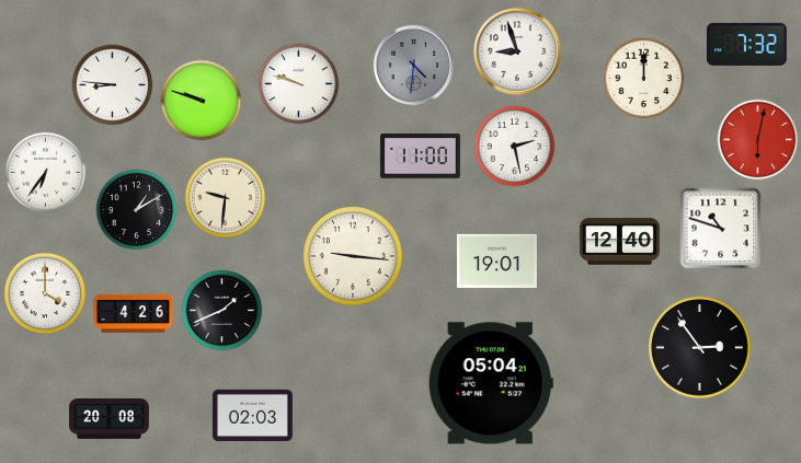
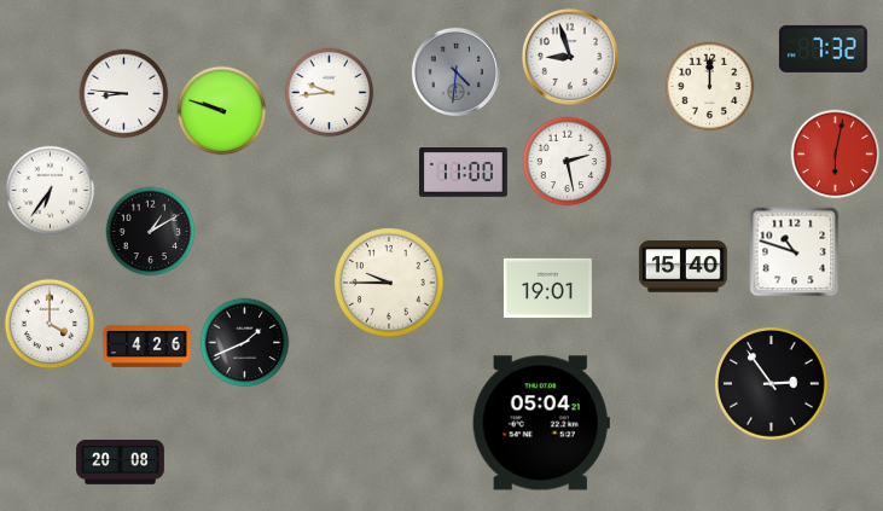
clock at (299, 84): 9:48 -> 9:44
clock at (226, 198): 9:31 -> none
clock at (619, 242): 12:40 -> 15:40
clock at (353, 256): 9:16 -> 9:45
clock at (252, 415): 02:03 -> none
